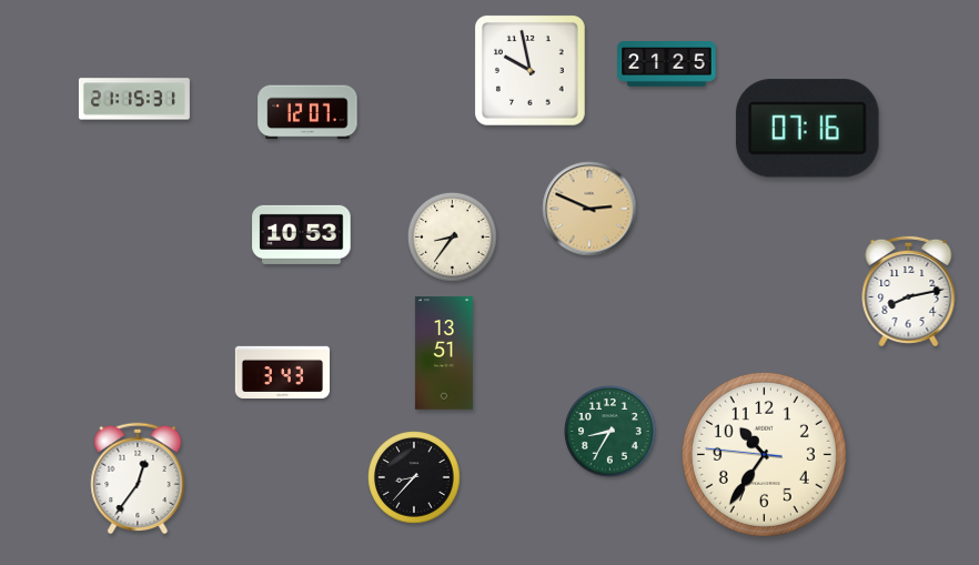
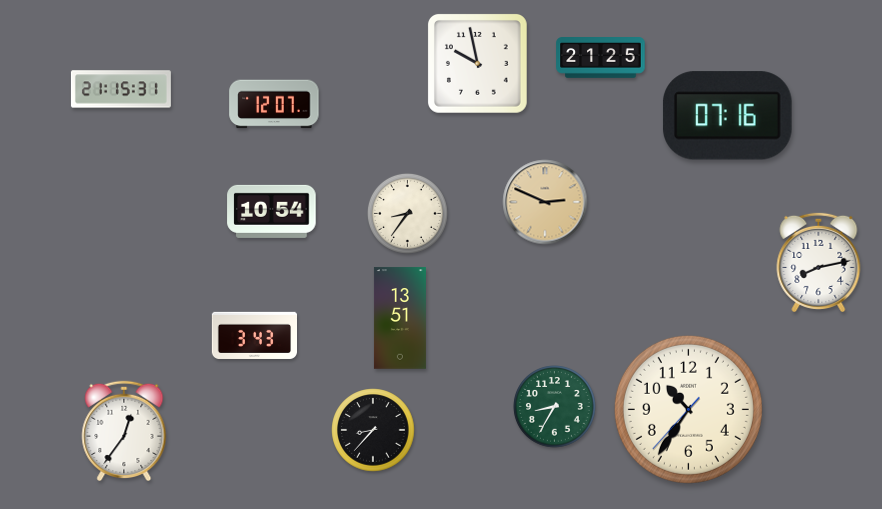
clock at (307, 112) position: (307, 112) -> (274, 104)
clock at (589, 209) position: (589, 209) -> (545, 202)
clock at (302, 234): 10:53 -> 10:54
clock at (610, 432) position: (610, 432) -> (555, 407)
clock at (764, 454): 10:35:46 -> 10:35:37
